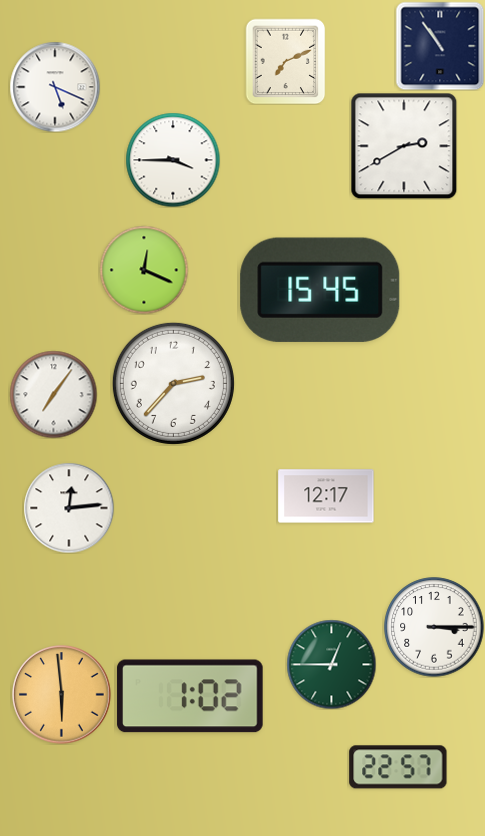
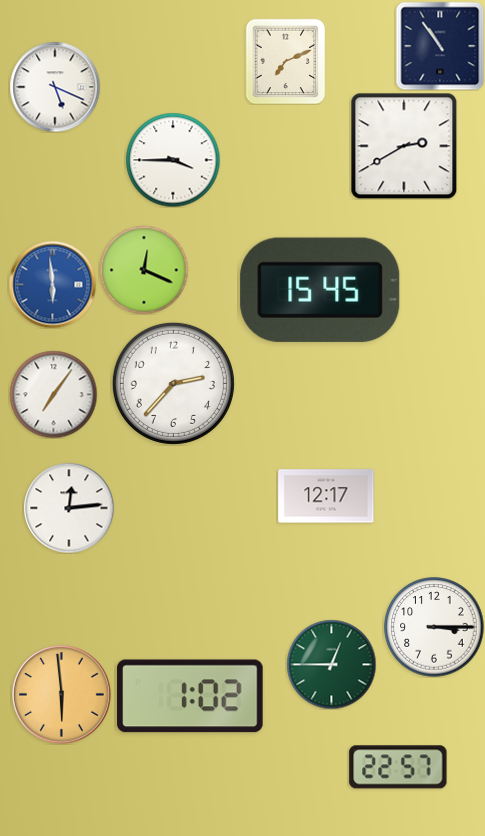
clock at (52, 284): none -> 5:59
